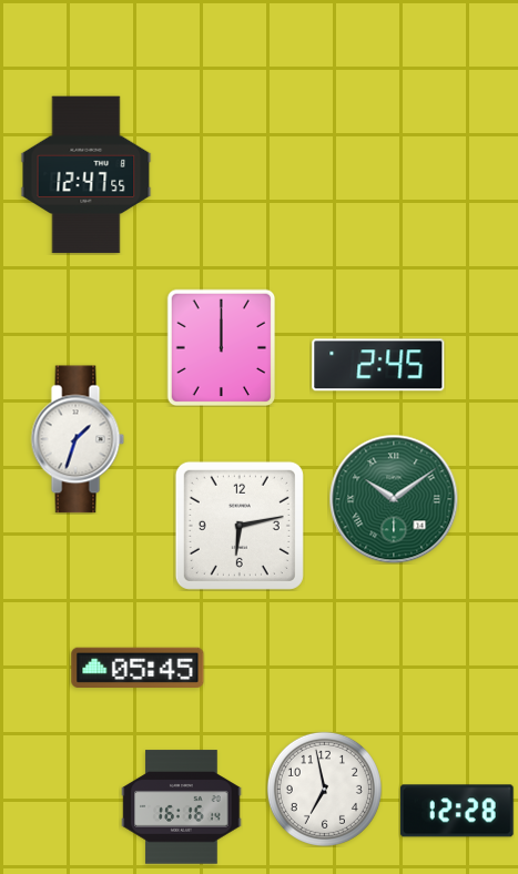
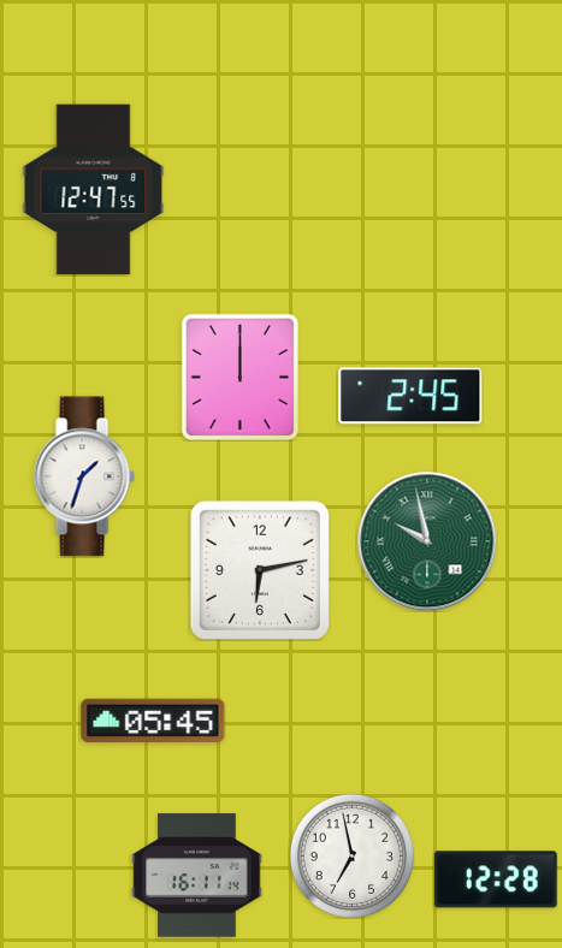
clock at (394, 499): 10:09 -> 9:58
clock at (138, 667) position: (138, 667) -> (153, 719)
clock at (182, 807): 16:16 -> 16:11
